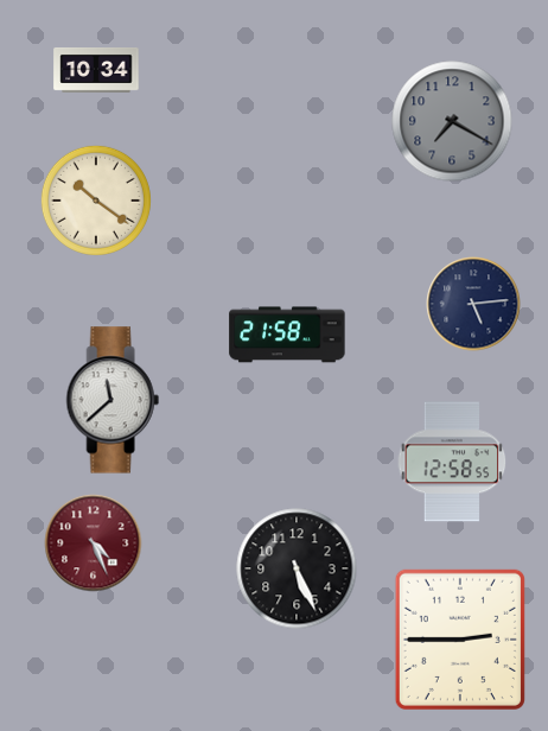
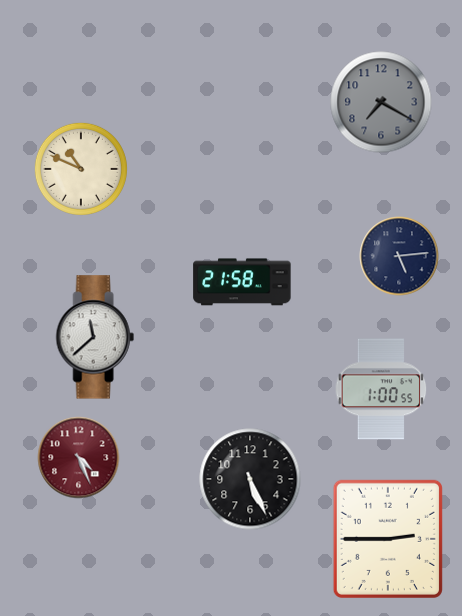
clock at (96, 70): 10:34 -> none
clock at (96, 201): 10:21 -> 10:49
clock at (452, 462): 12:58 -> 1:00
